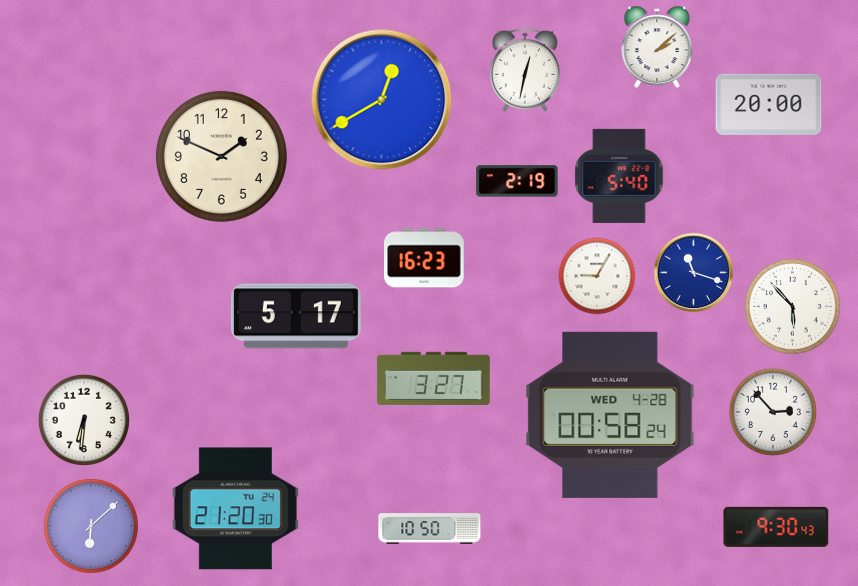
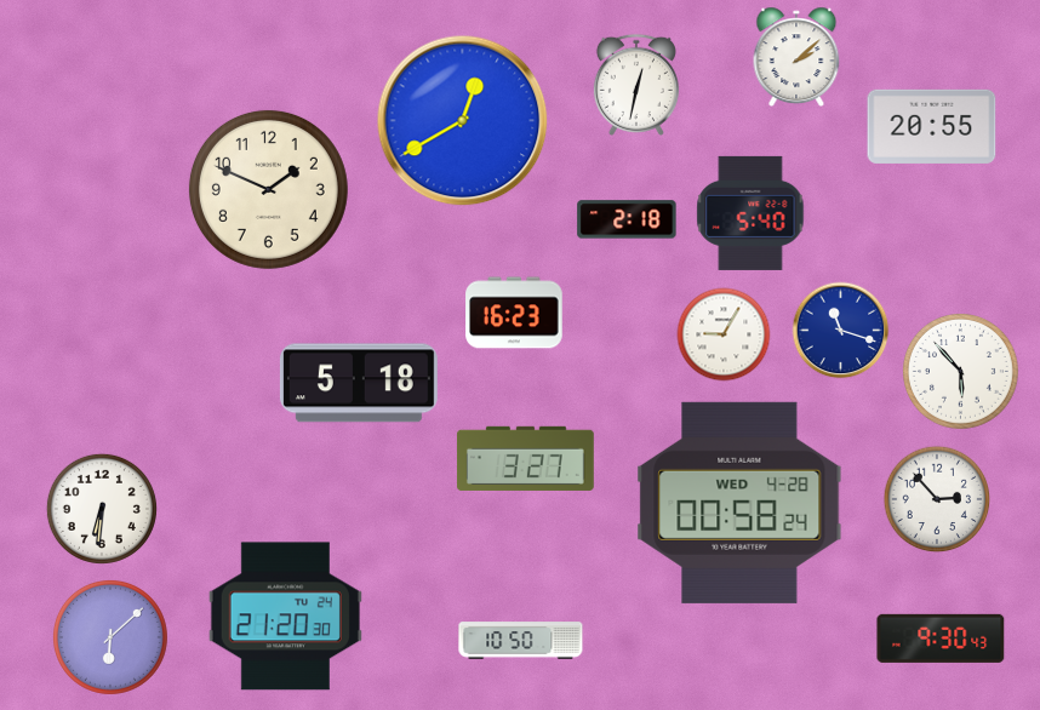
clock at (769, 104): 20:00 -> 20:55
clock at (517, 181): 2:19 -> 2:18
clock at (296, 316): 5:17 -> 5:18
